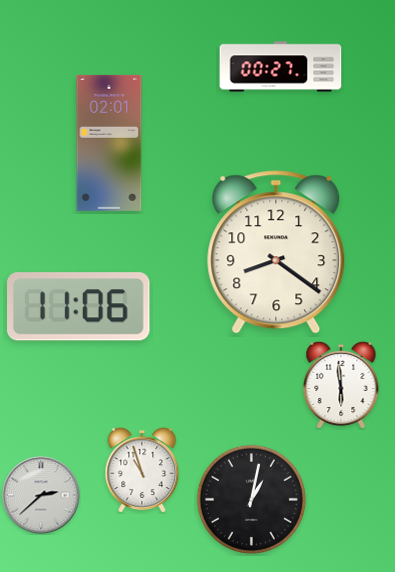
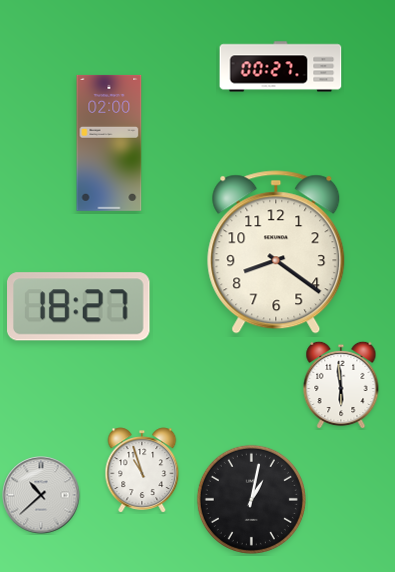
clock at (109, 143): 02:01 -> 02:00
clock at (79, 307): 11:06 -> 18:27
clock at (41, 495): 2:38 -> 10:38
